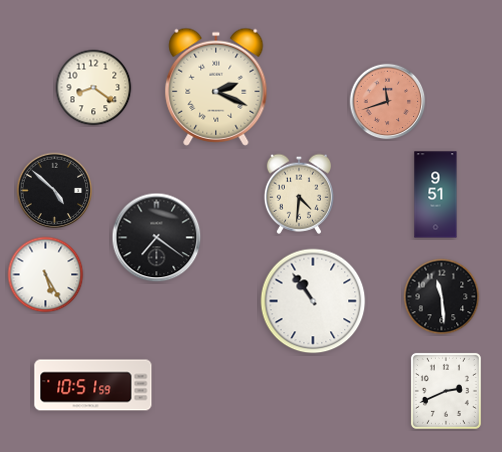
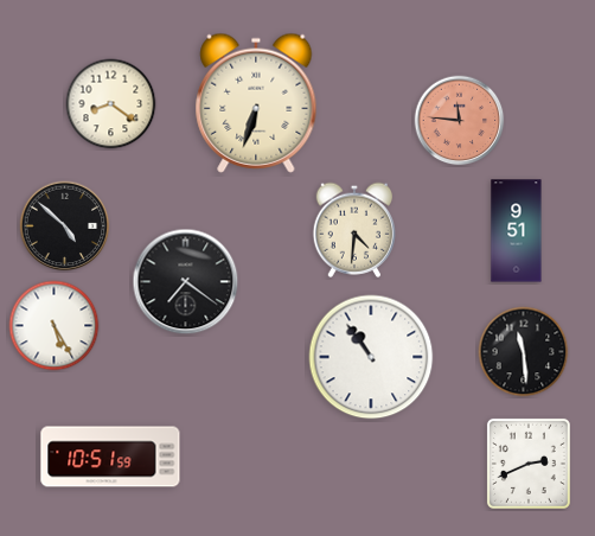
clock at (216, 87): 2:19 -> 6:33
clock at (388, 102): 11:42 -> 11:46
